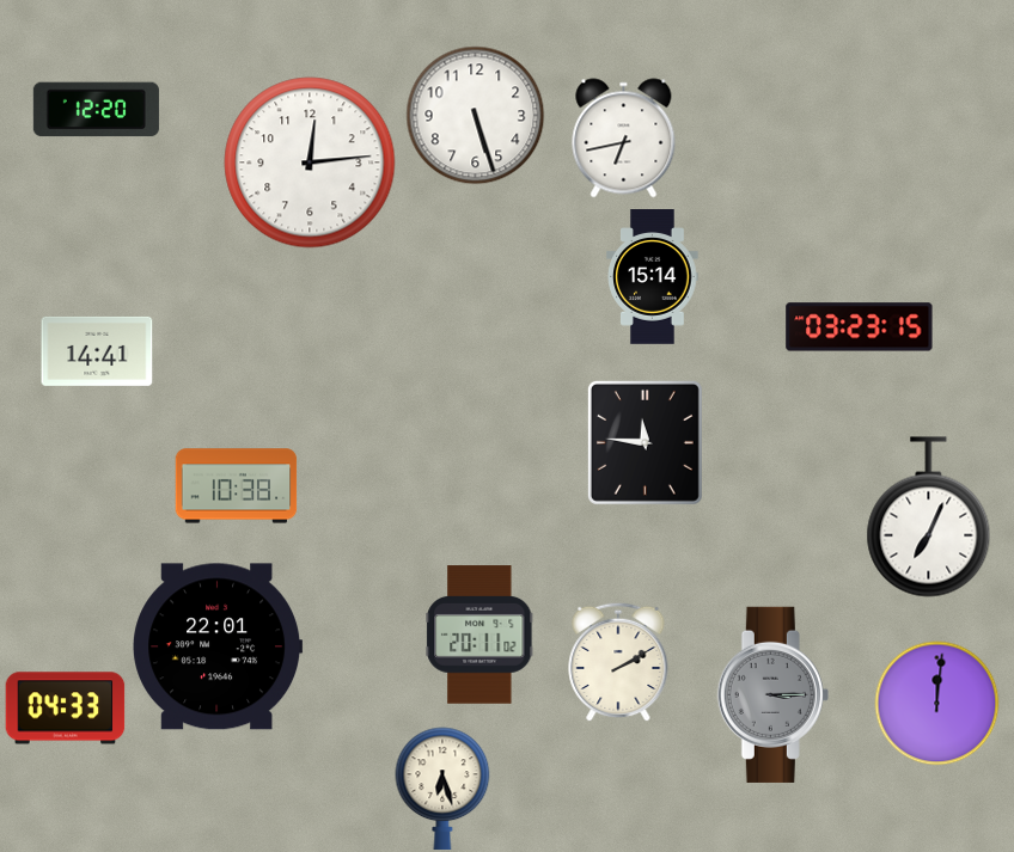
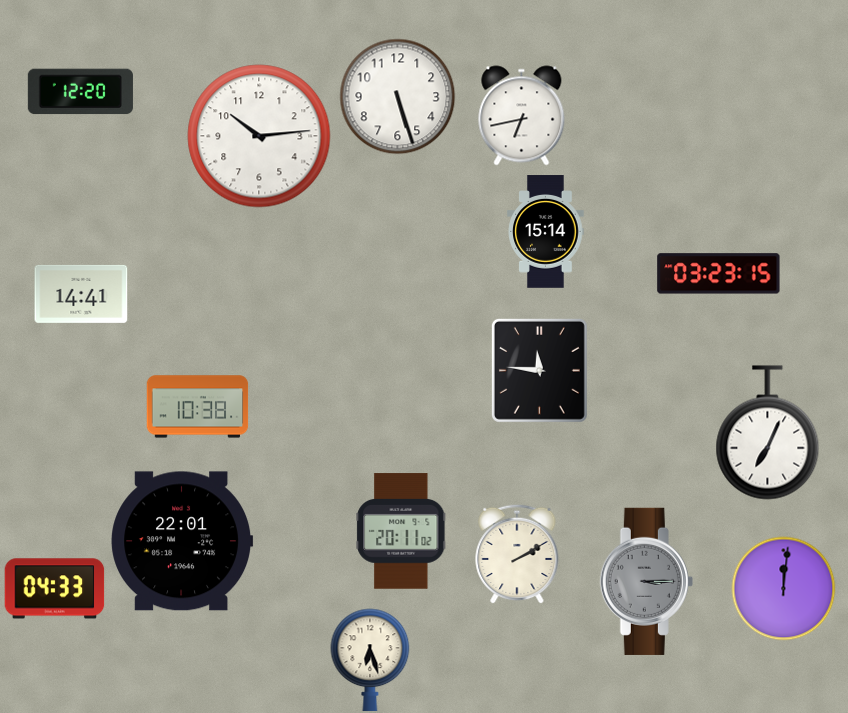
clock at (310, 163): 12:14 -> 10:14
clock at (929, 517) position: (929, 517) -> (768, 433)
clock at (66, 709) position: (66, 709) -> (55, 589)
